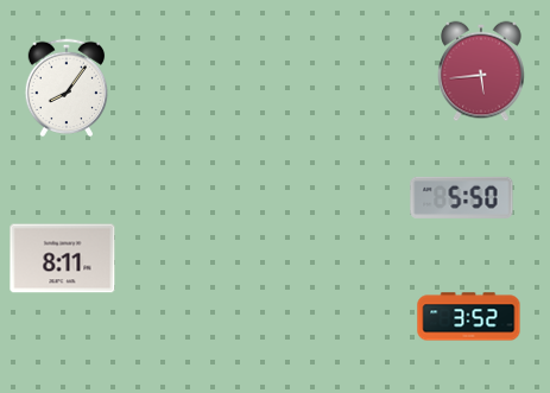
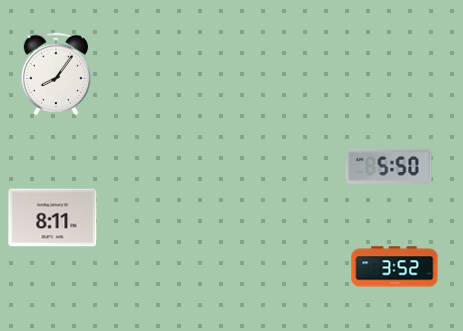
clock at (481, 71): 5:44 -> none
